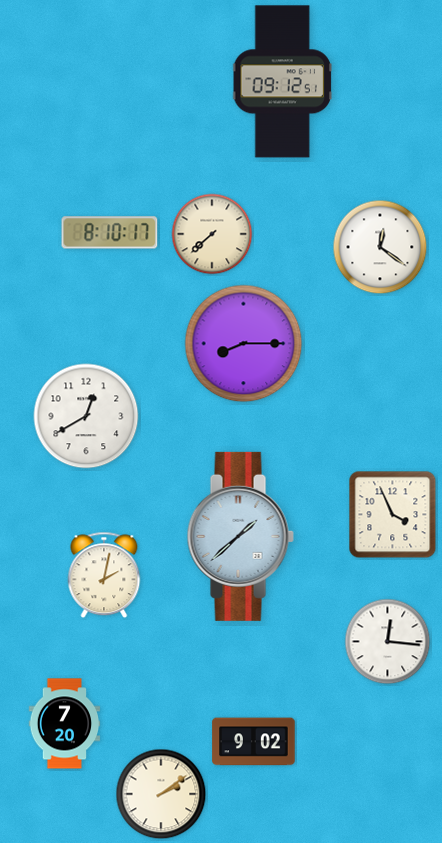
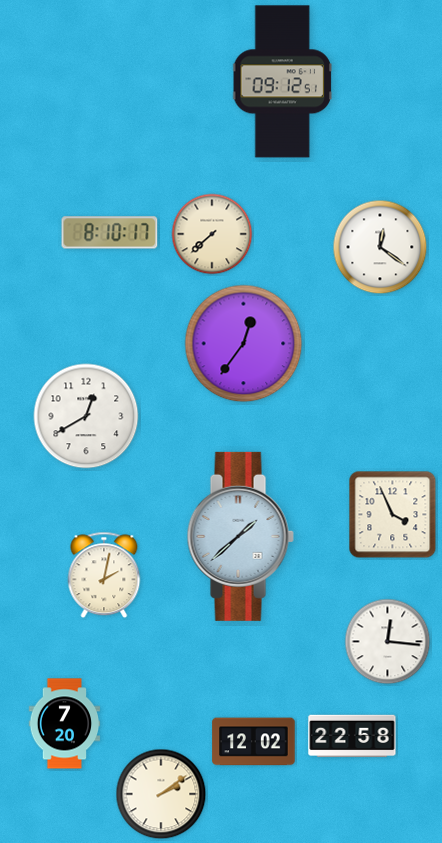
clock at (244, 344): 8:15 -> 12:36
clock at (352, 736): none -> 22:58
clock at (254, 742): 9:02 -> 12:02
